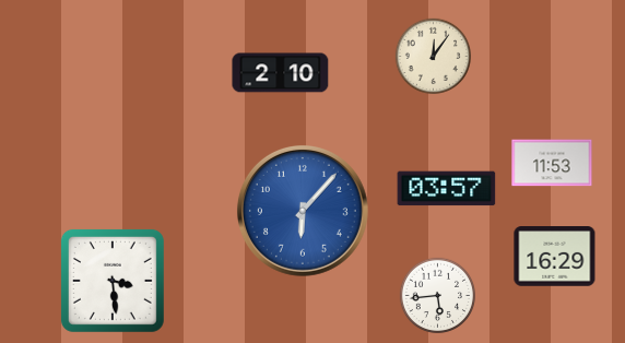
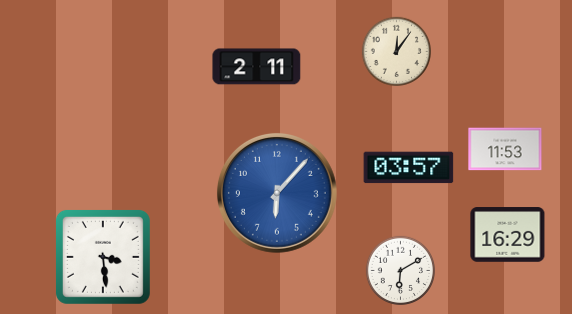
clock at (281, 73): 2:10 -> 2:11
clock at (447, 189) position: (447, 189) -> (409, 168)
clock at (437, 295): 5:44 -> 6:10
